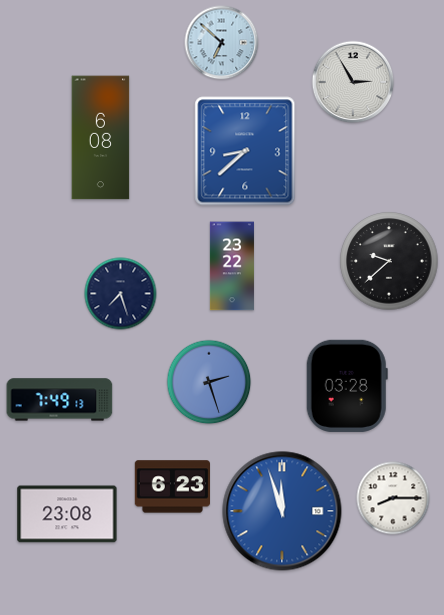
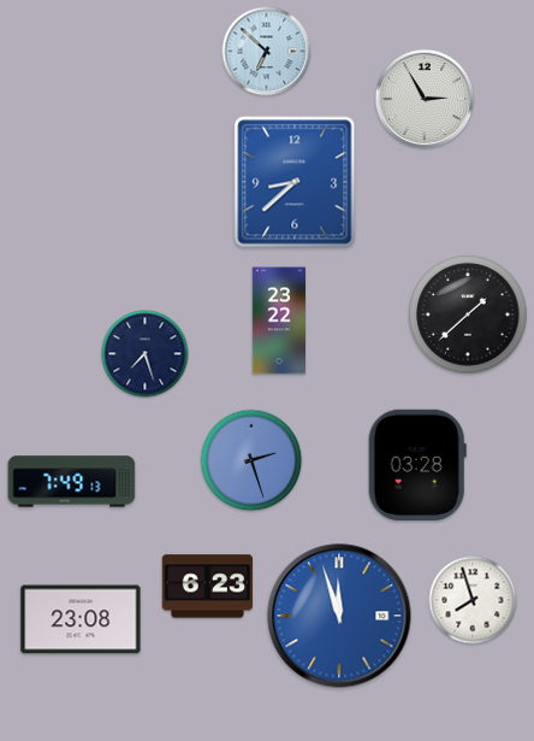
clock at (101, 138): 6:08 -> none
clock at (389, 261): 9:38 -> 1:38
clock at (393, 498): 8:15 -> 7:57
